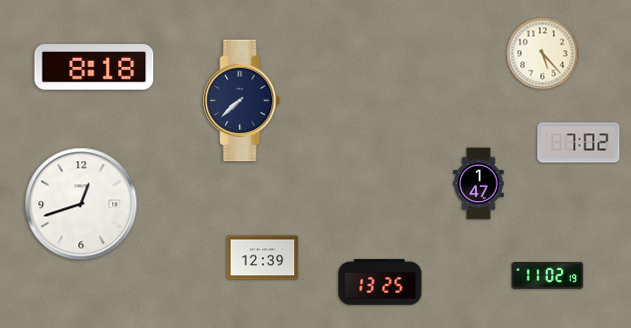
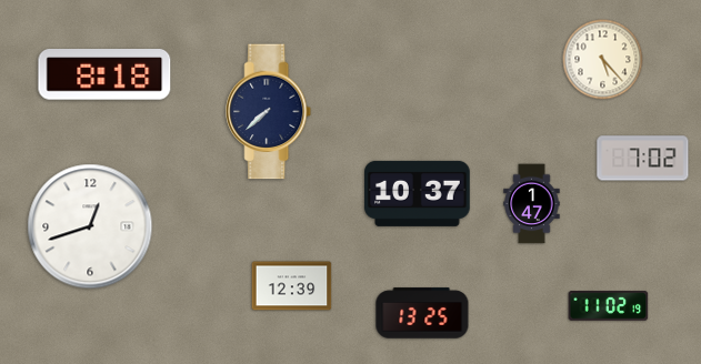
clock at (418, 193): none -> 10:37
